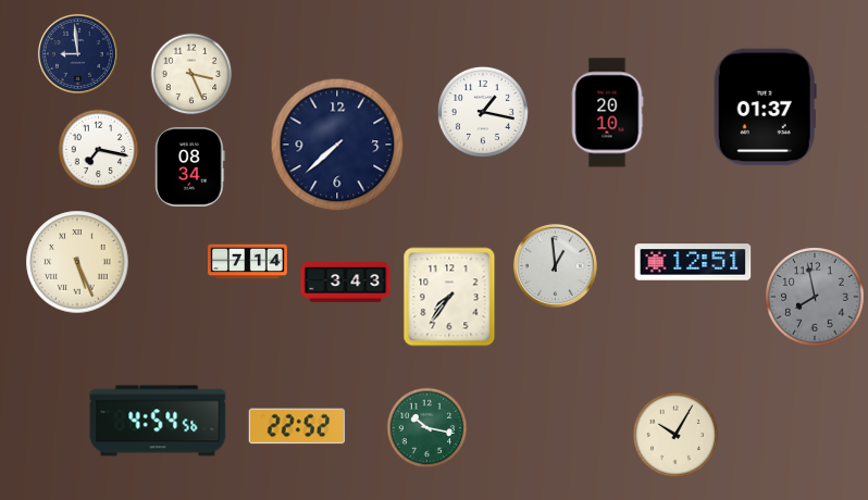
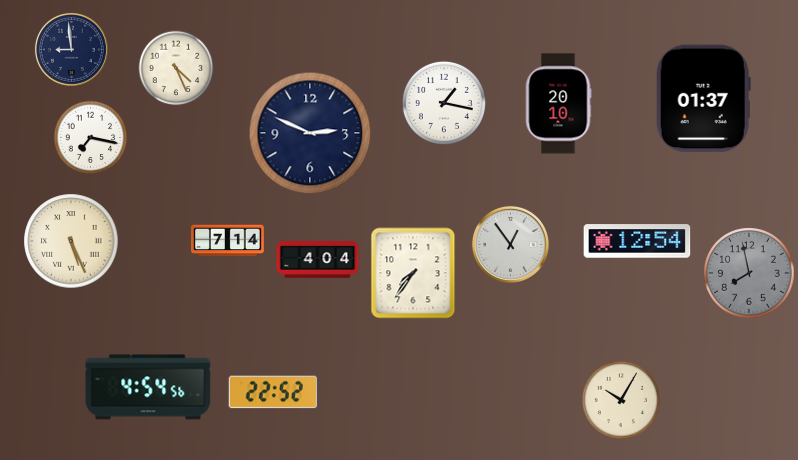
clock at (191, 74): 3:26 -> 4:26
clock at (337, 145): 7:38 -> 2:49
clock at (190, 166): 08:34 -> none
clock at (693, 262): 12:51 -> 12:54
clock at (555, 265): 12:59 -> 12:54
clock at (346, 283): 3:43 -> 4:04
clock at (158, 421) position: (158, 421) -> (148, 387)
clock at (427, 428): 10:17 -> none
